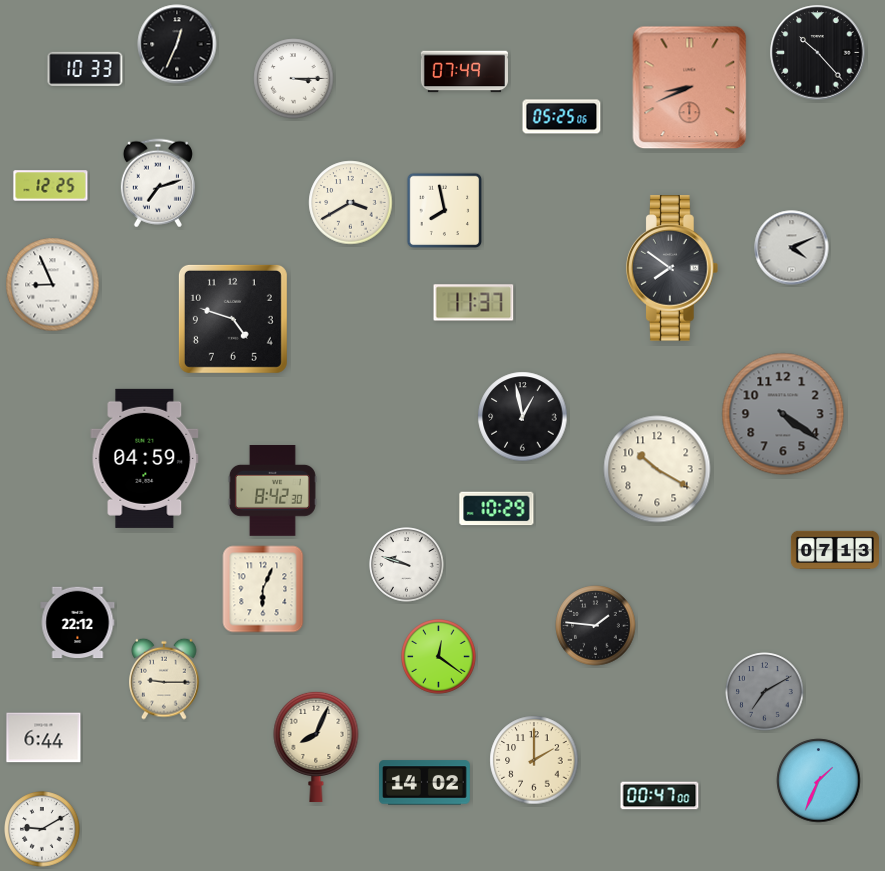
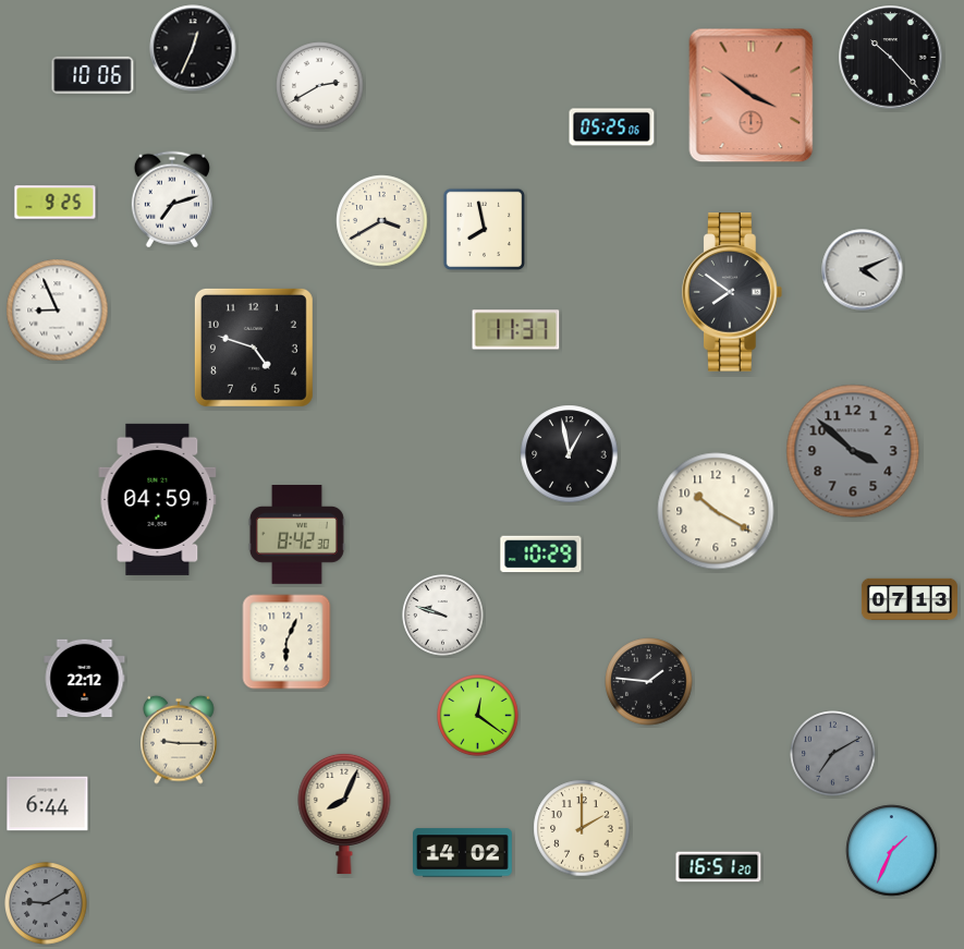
clock at (85, 69): 10:33 -> 10:06
clock at (464, 72): 07:49 -> none
clock at (294, 79): 3:15 -> 2:40
clock at (690, 88): 8:41 -> 3:51
clock at (51, 186): 12:25 -> 9:25
clock at (783, 414): 4:21 -> 3:52
clock at (660, 796): 00:47 -> 16:51
clock at (42, 829) dial: white -> grey
